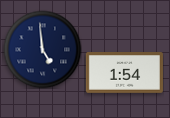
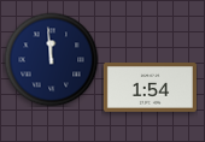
clock at (42, 49): 4:59 -> 11:59
